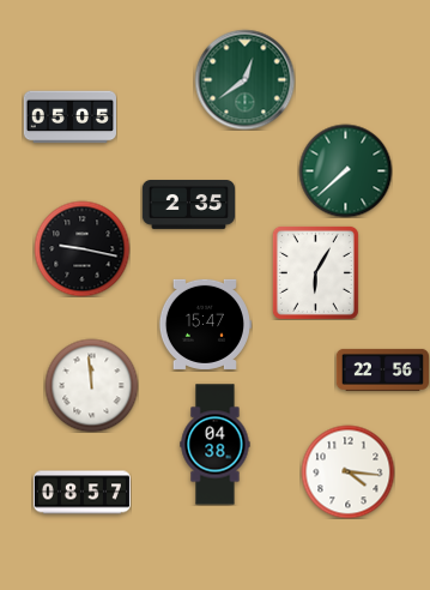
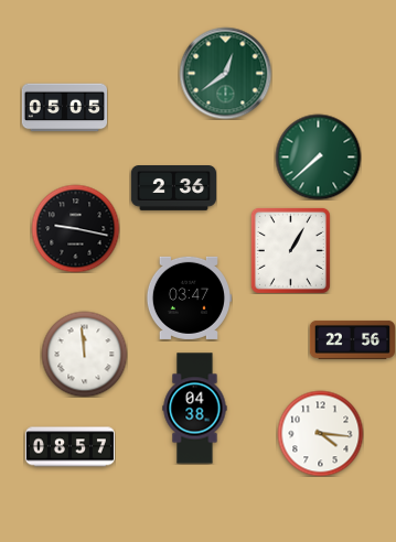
clock at (188, 205): 2:35 -> 2:36
clock at (315, 272): 6:05 -> 1:05
clock at (205, 324): 15:47 -> 03:47
clock at (216, 445) position: (216, 445) -> (195, 409)
clock at (81, 493) position: (81, 493) -> (69, 447)
